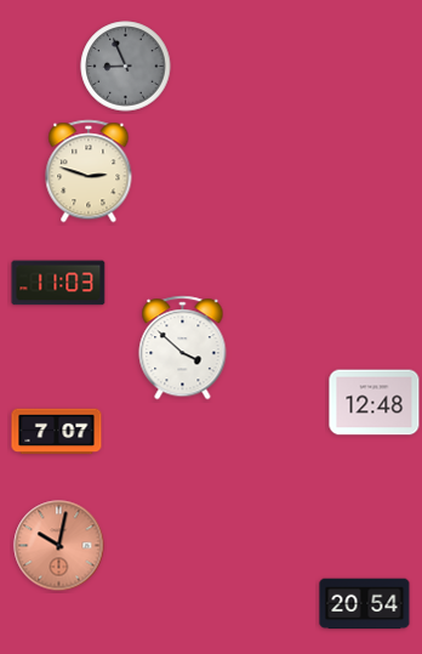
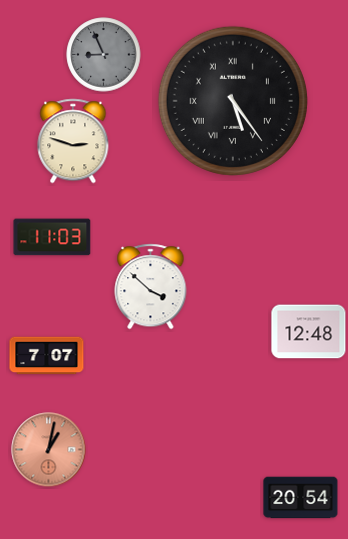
clock at (233, 101): none -> 5:24
clock at (58, 283) position: (58, 283) -> (52, 237)
clock at (59, 546): 10:02 -> 1:02
